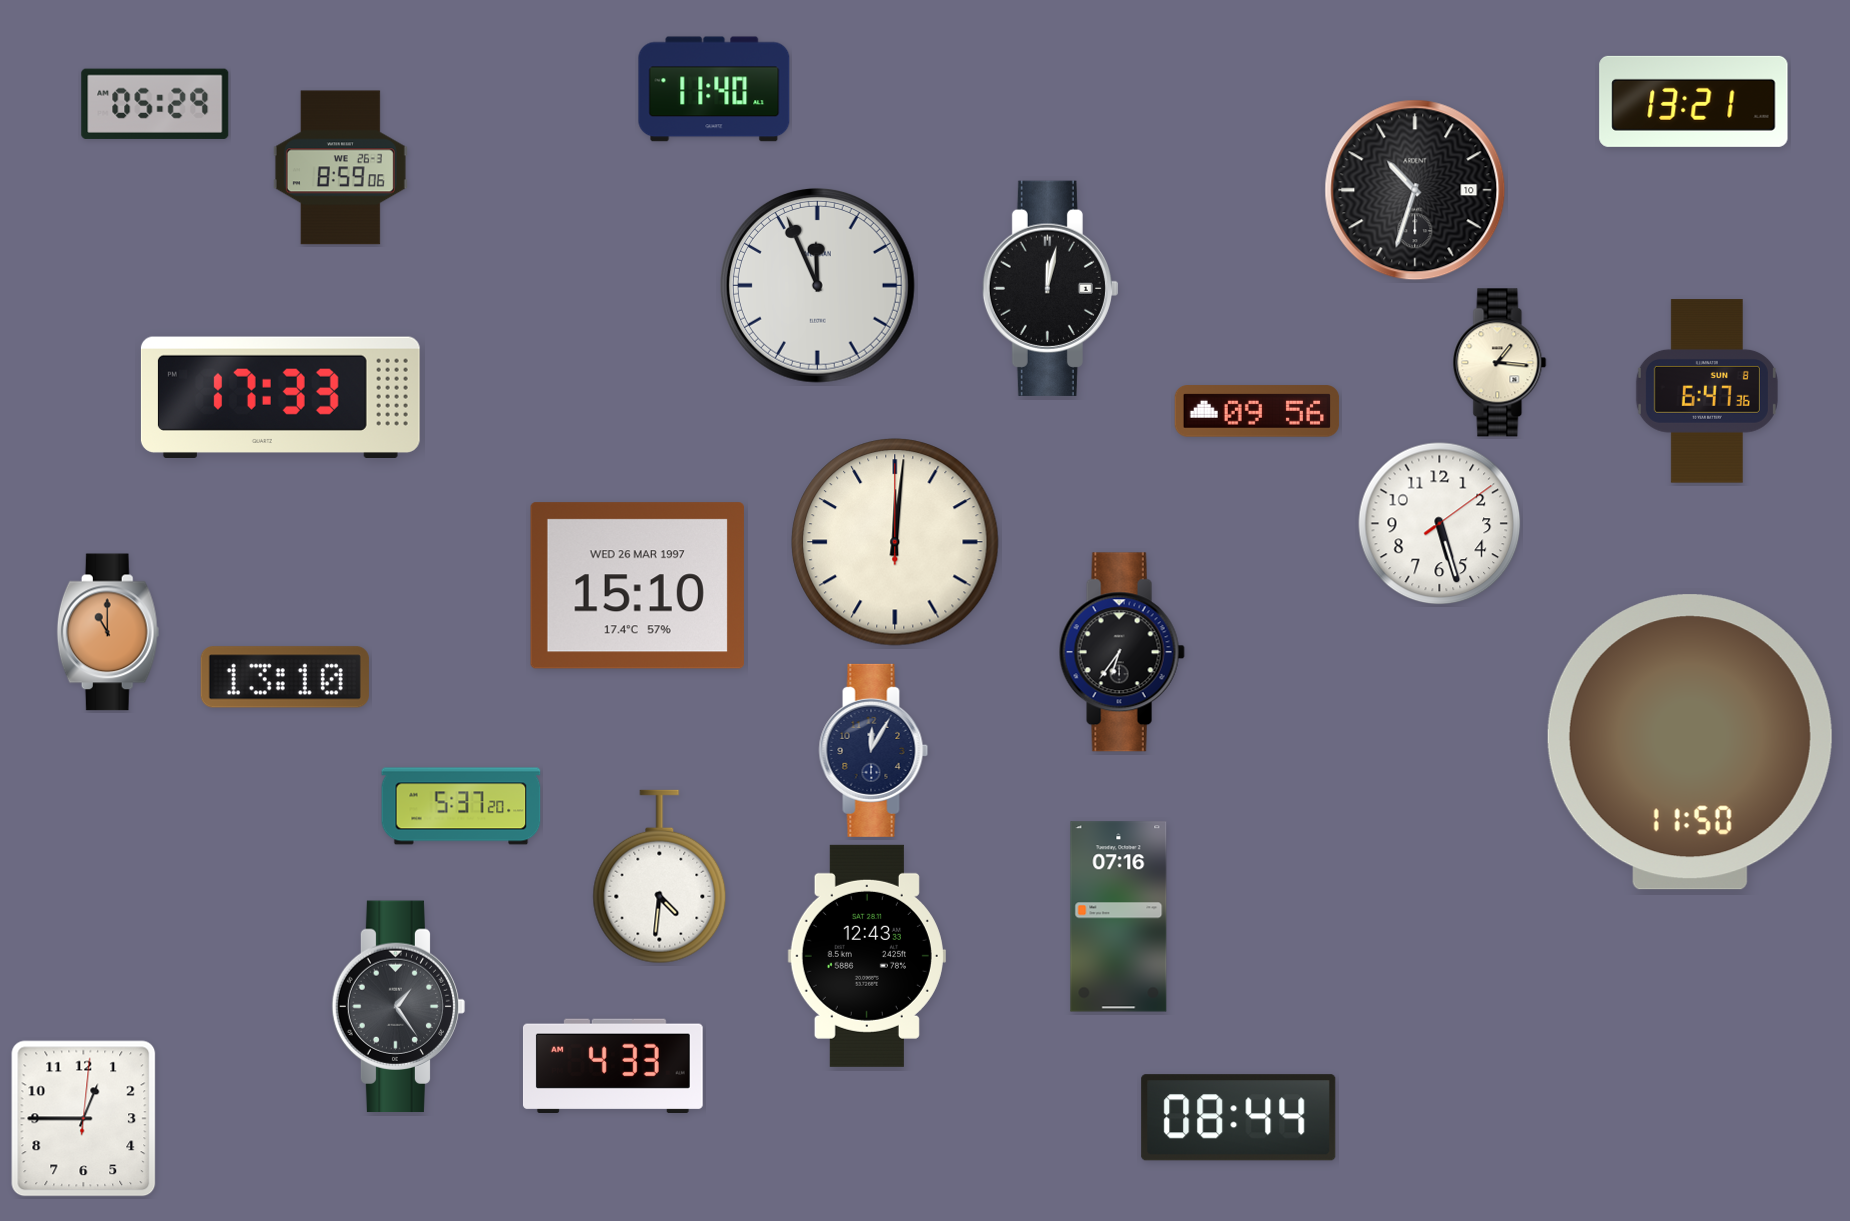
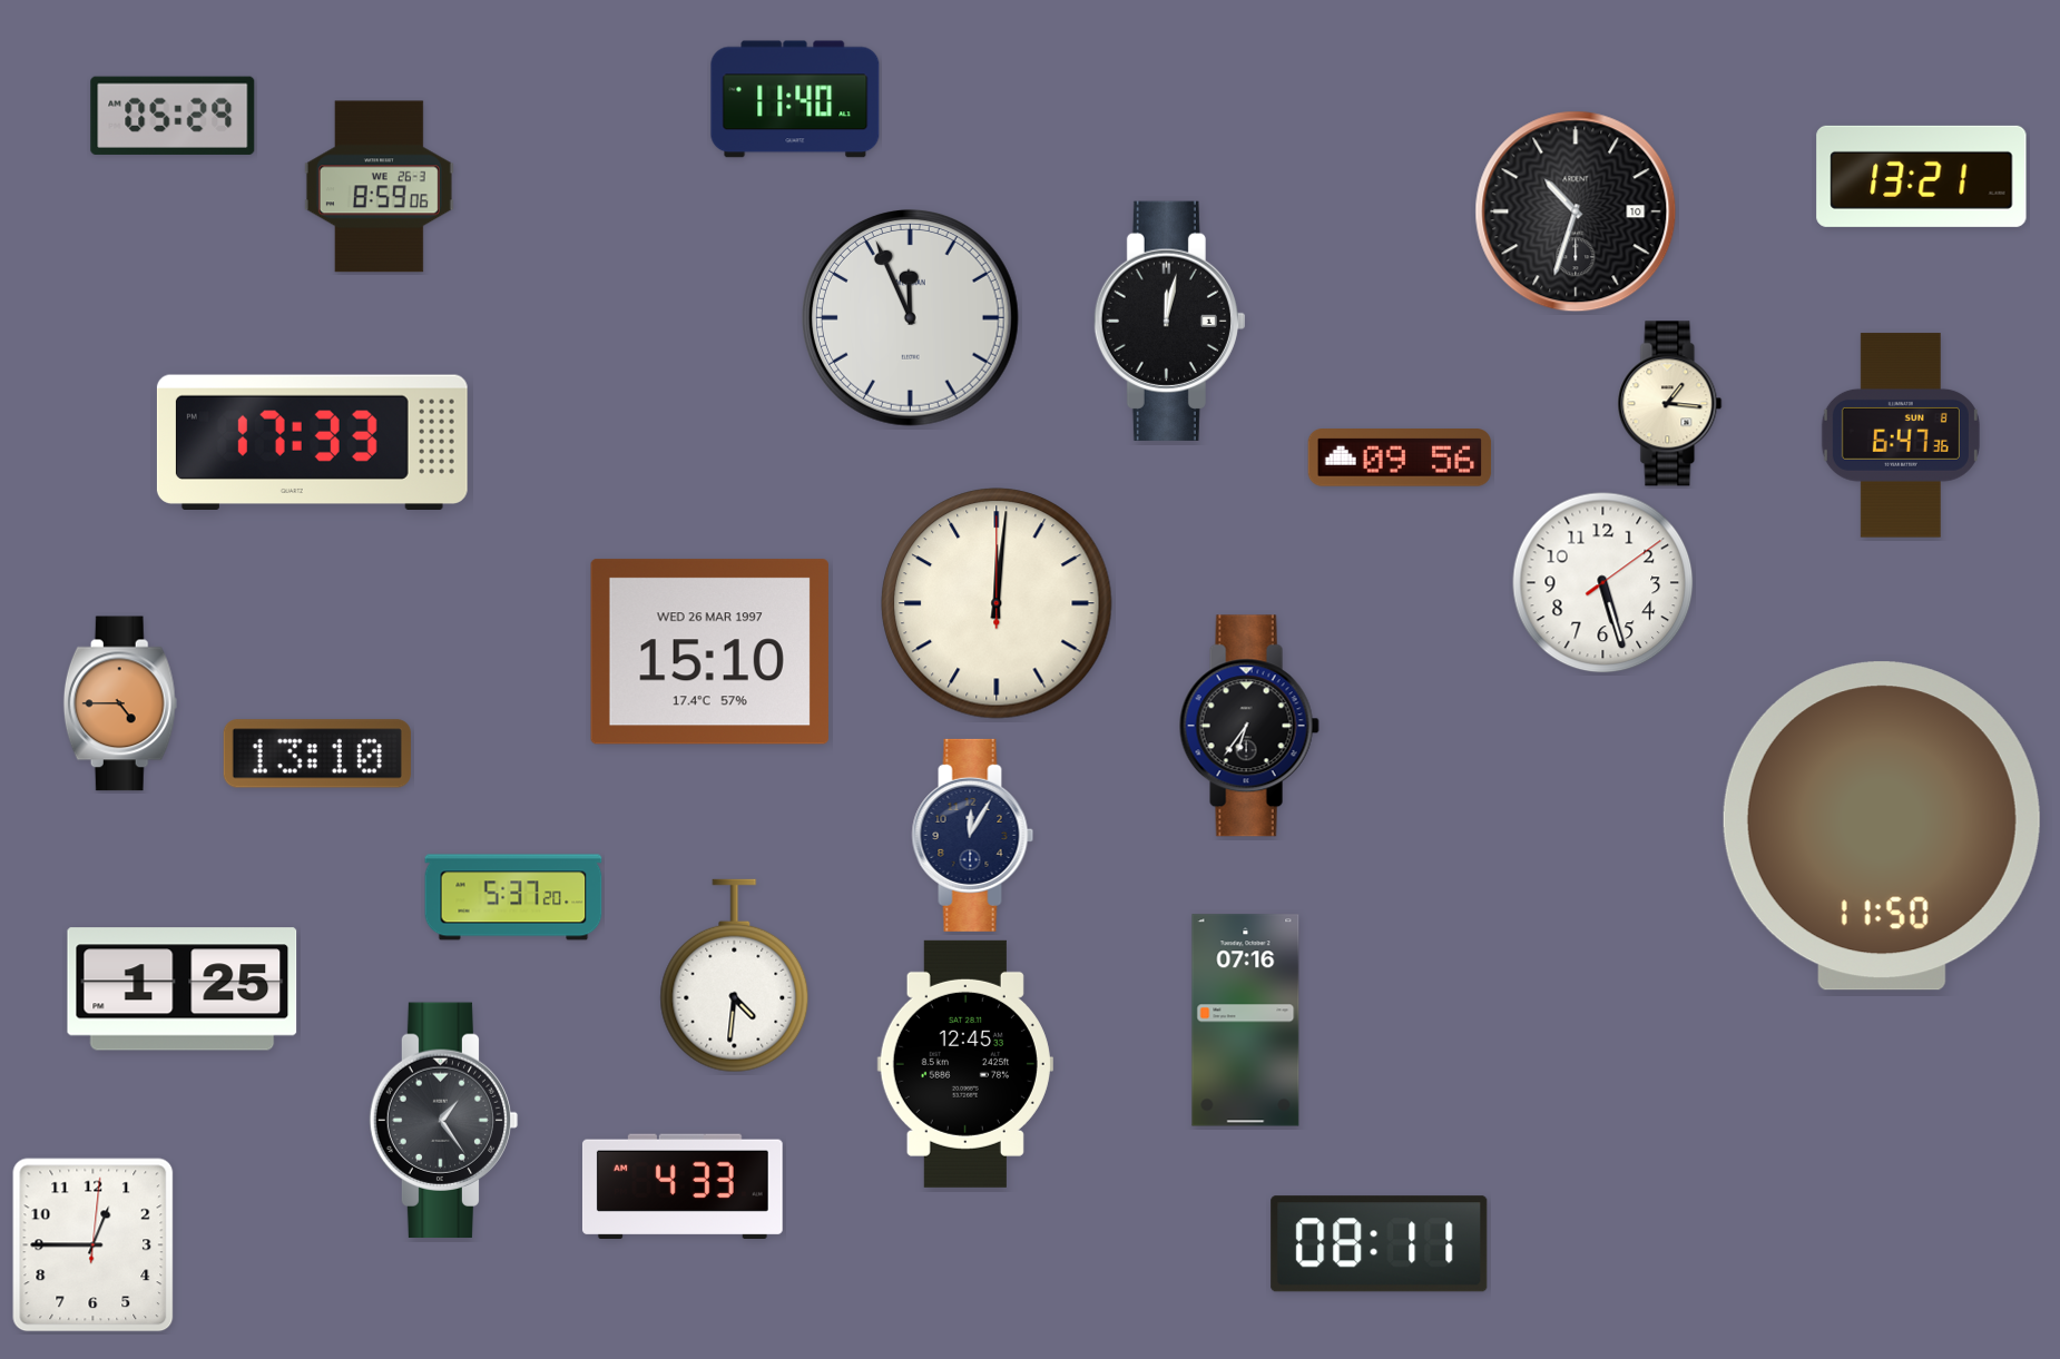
clock at (1694, 101) position: (1694, 101) -> (1922, 176)
clock at (108, 632): 11:00 -> 4:45
clock at (183, 989): none -> 1:25
clock at (867, 956): 12:43 -> 12:45
clock at (1239, 1118): 08:44 -> 08:11
